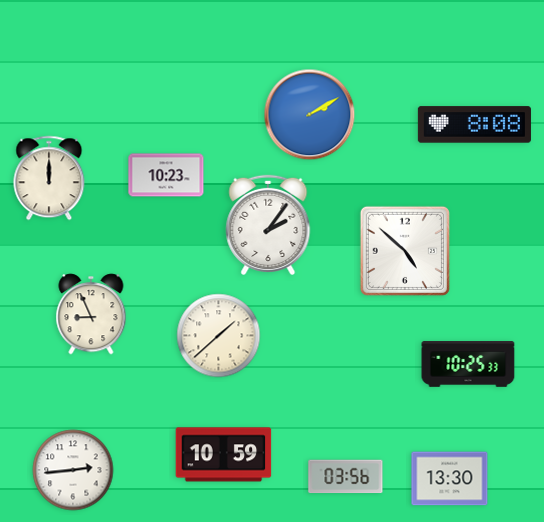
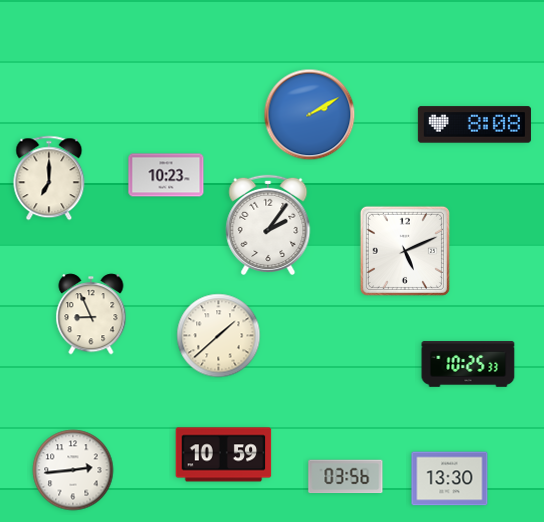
clock at (49, 178): 12:00 -> 7:00
clock at (405, 251): 4:52 -> 5:11
